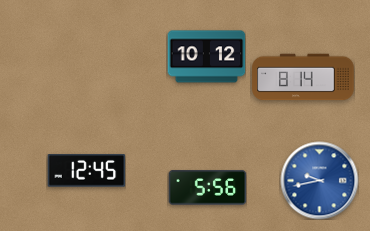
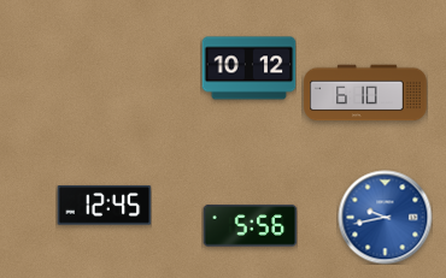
clock at (303, 77): 8:14 -> 6:10
